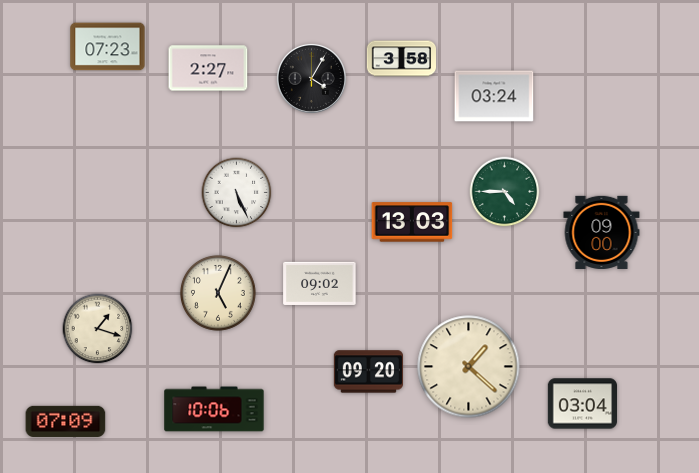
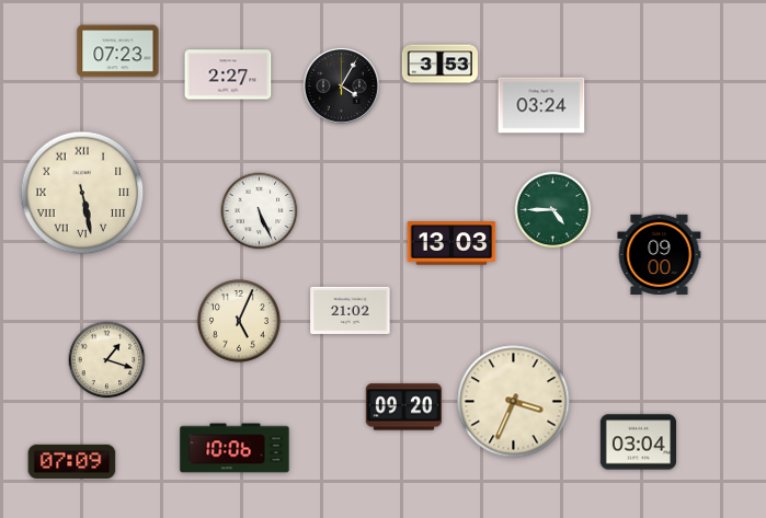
clock at (402, 59): 3:58 -> 3:53
clock at (82, 193): none -> 5:28
clock at (320, 283): 09:02 -> 21:02
clock at (469, 367): 1:22 -> 3:34
